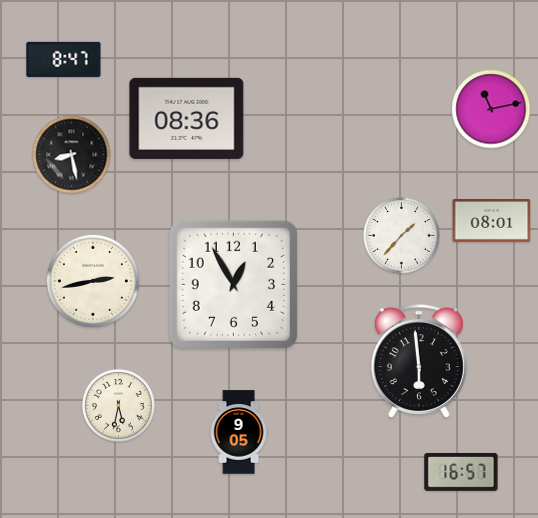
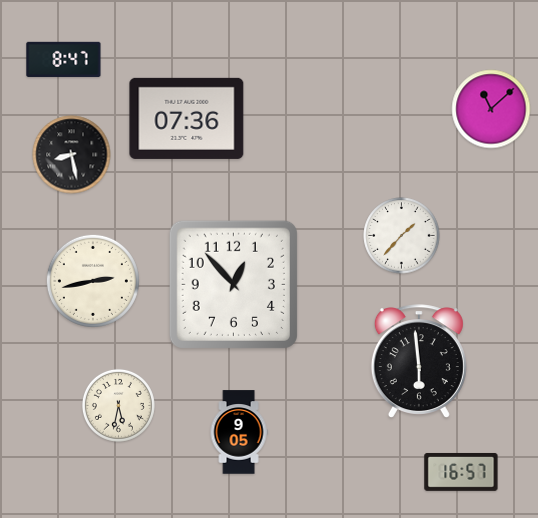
clock at (491, 109): 11:13 -> 11:08
clock at (187, 118): 08:36 -> 07:36
clock at (492, 221): 08:01 -> none
clock at (233, 284): 12:55 -> 12:53
